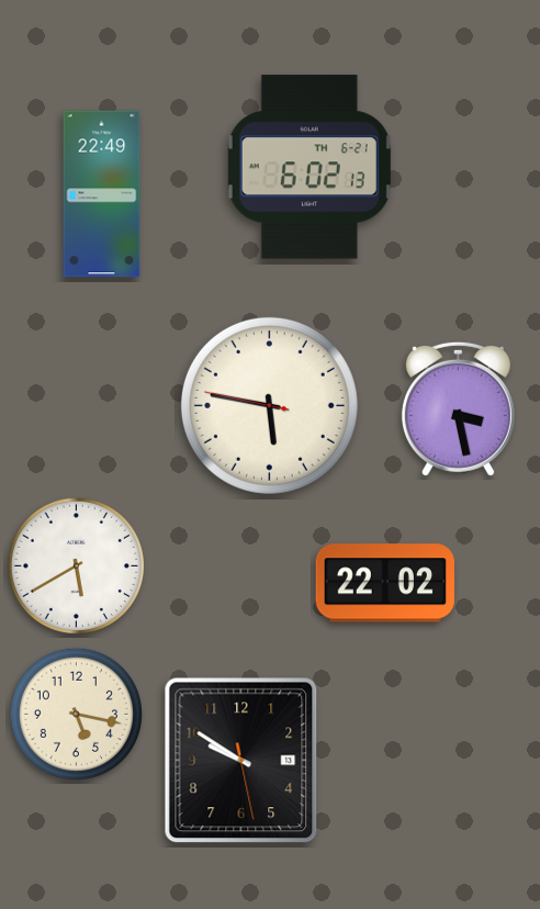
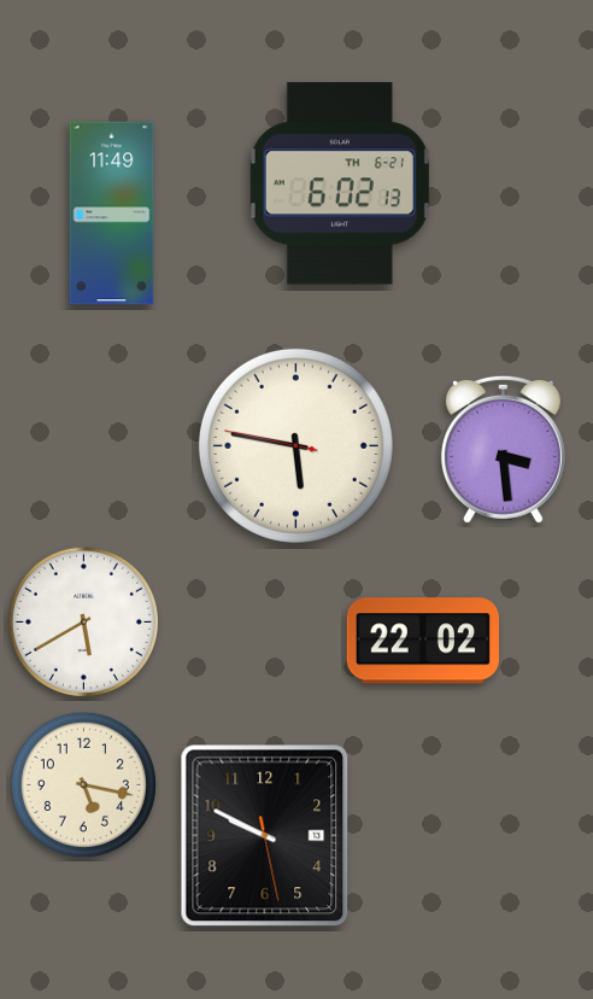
clock at (102, 194): 22:49 -> 11:49
clock at (458, 408): 3:28 -> 3:29
clock at (241, 761): 9:50 -> 9:49
